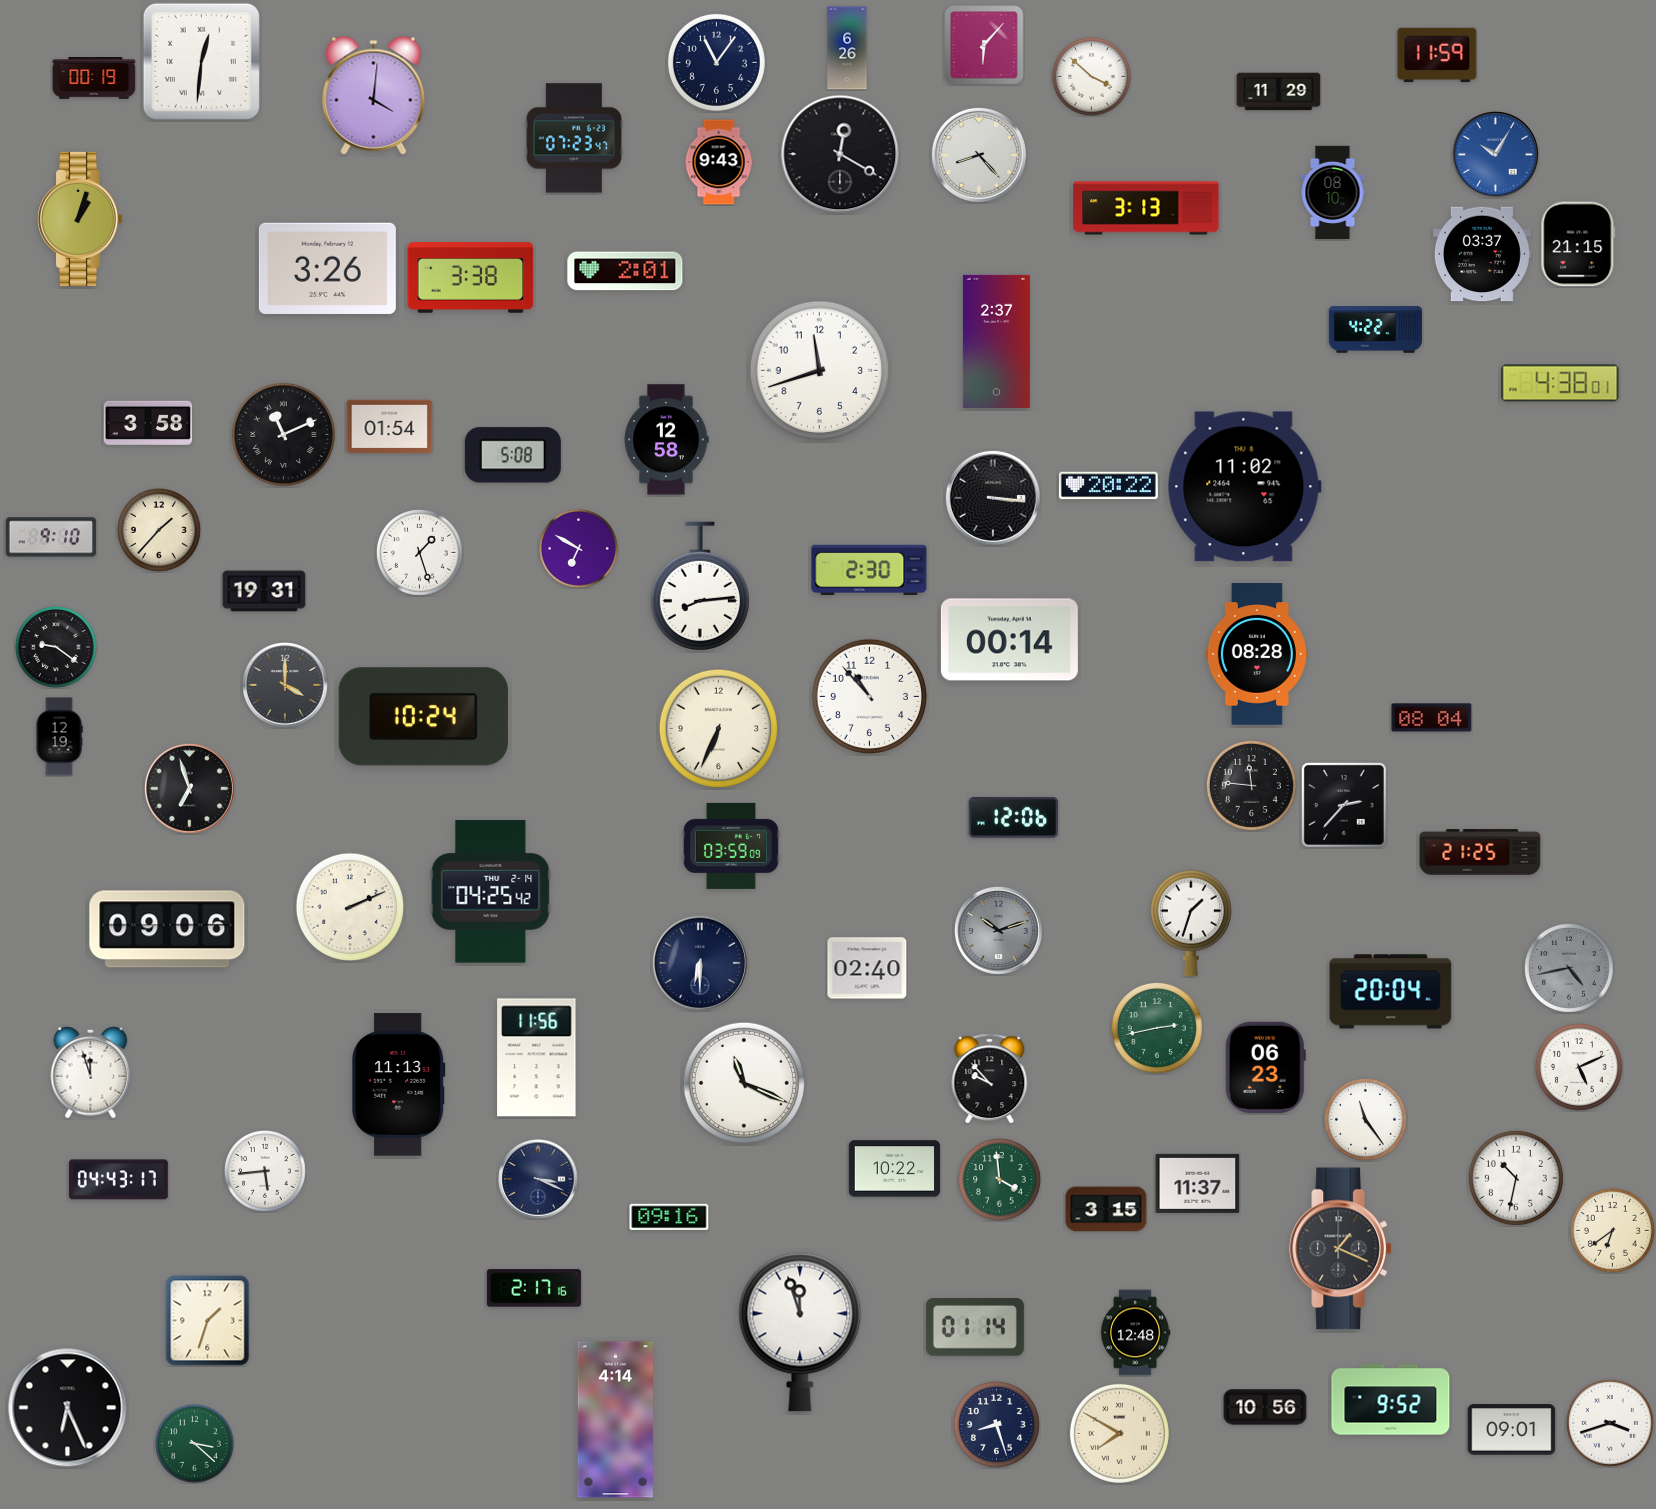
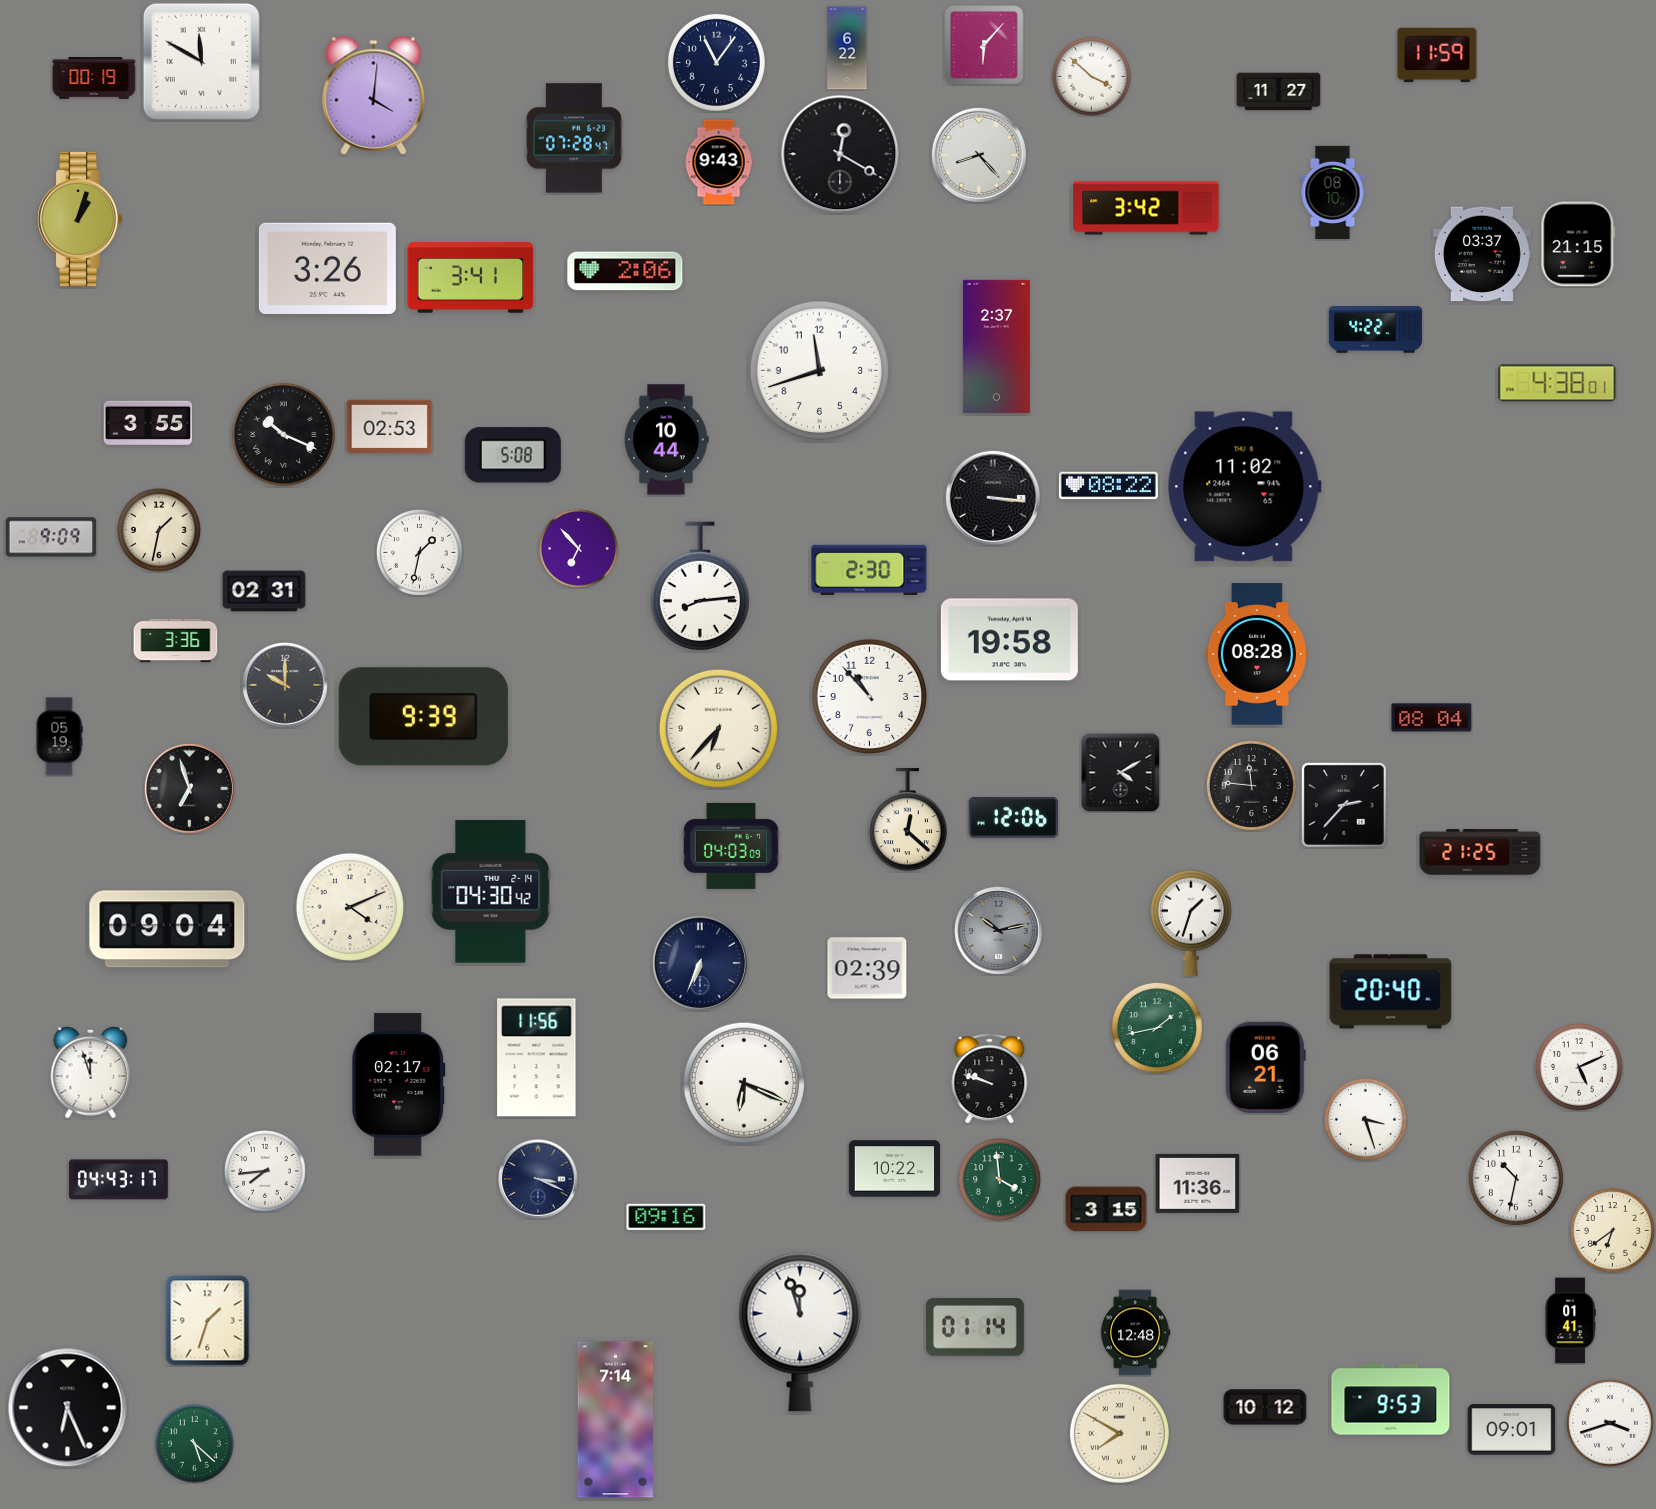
clock at (847, 48): 6:26 -> 6:22
clock at (201, 61): 12:31 -> 11:50
clock at (1279, 92): 11:29 -> 11:27
clock at (573, 138): 07:23 -> 07:28
clock at (1496, 155): 10:05 -> none
clock at (1146, 208): 3:13 -> 3:42
clock at (625, 271): 2:01 -> 2:06
clock at (471, 278): 3:38 -> 3:41
clock at (996, 341) position: (996, 341) -> (996, 346)
clock at (1560, 383) position: (1560, 383) -> (1557, 383)
clock at (148, 422): 3:58 -> 3:55
clock at (390, 427): 01:54 -> 02:53
clock at (283, 434): 11:11 -> 10:19
clock at (666, 440): 12:58 -> 10:44
clock at (1108, 486): 20:22 -> 08:22
clock at (159, 530): 1:37 -> 1:32
clock at (51, 537): 9:10 -> 9:09
clock at (579, 549): 6:50 -> 6:53
clock at (419, 552): 1:27 -> 1:32
clock at (264, 591): 19:31 -> 02:31
clock at (1009, 640): 00:14 -> 19:58
clock at (176, 641): none -> 3:36
clock at (57, 648): 9:21 -> none
clock at (286, 686): 4:00 -> 10:00
clock at (423, 717): 10:24 -> 9:39
clock at (718, 728): 6:34 -> 6:37
clock at (59, 737): 12:19 -> 05:19
clock at (1120, 772): none -> 4:10
clock at (907, 820): none -> 12:22
clock at (731, 846): 03:59 -> 04:03
clock at (491, 892): 04:25 -> 04:30
clock at (350, 907): 2:11 -> 4:11
clock at (167, 929): 09:06 -> 09:04
clock at (998, 930): 10:12 -> 10:13
clock at (700, 963): 6:30 -> 6:34
clock at (867, 968): 02:40 -> 02:39
clock at (1569, 968): 4:43 -> none
clock at (1391, 992): 20:04 -> 20:40
clock at (1157, 1028): 2:43 -> 1:43
clock at (1265, 1068): 06:23 -> 06:21
clock at (990, 1079): 9:53 -> 9:48
clock at (743, 1082): 11:19 -> 6:19
clock at (399, 1085): 11:13 -> 02:17
clock at (1366, 1120): 11:24 -> 3:27
clock at (266, 1172): 5:44 -> 7:44
clock at (1198, 1183): 11:37 -> 11:36
clock at (669, 1217) position: (669, 1217) -> (666, 1217)
clock at (1340, 1249): 1:19 -> none
clock at (534, 1288): 2:17 -> none
clock at (1570, 1321): none -> 01:41
clock at (1391, 1400): 9:52 -> 9:53
clock at (1265, 1407): 10:56 -> 10:12
clock at (615, 1420): 4:14 -> 7:14
clock at (996, 1424): 8:27 -> none
clock at (195, 1444): 3:22 -> 5:22
